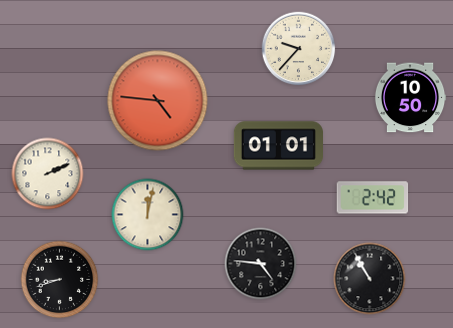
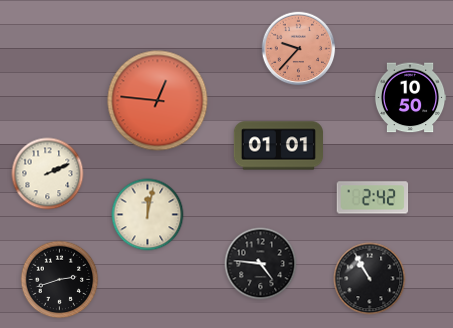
clock at (299, 49) dial: cream -> salmon
clock at (158, 101): 4:46 -> 12:46
clock at (60, 280): 8:42 -> 2:42
